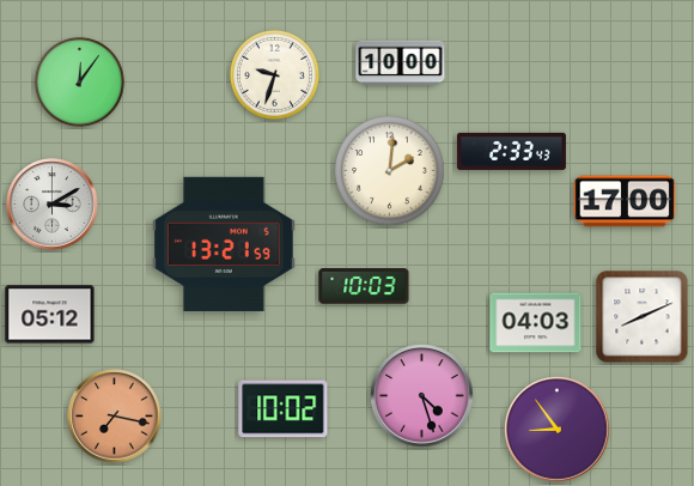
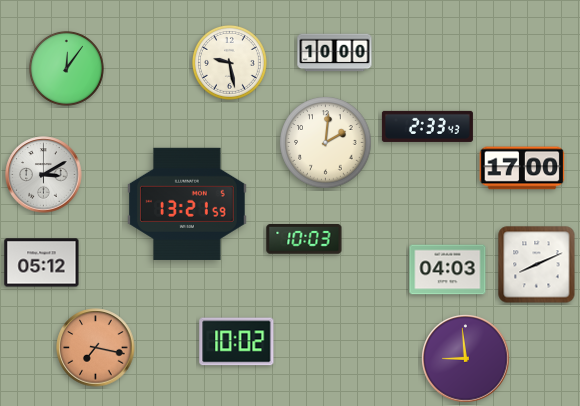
clock at (274, 74): 9:33 -> 9:28
clock at (53, 205) position: (53, 205) -> (44, 175)
clock at (422, 396): 4:27 -> none
clock at (558, 430): 8:54 -> 8:59
